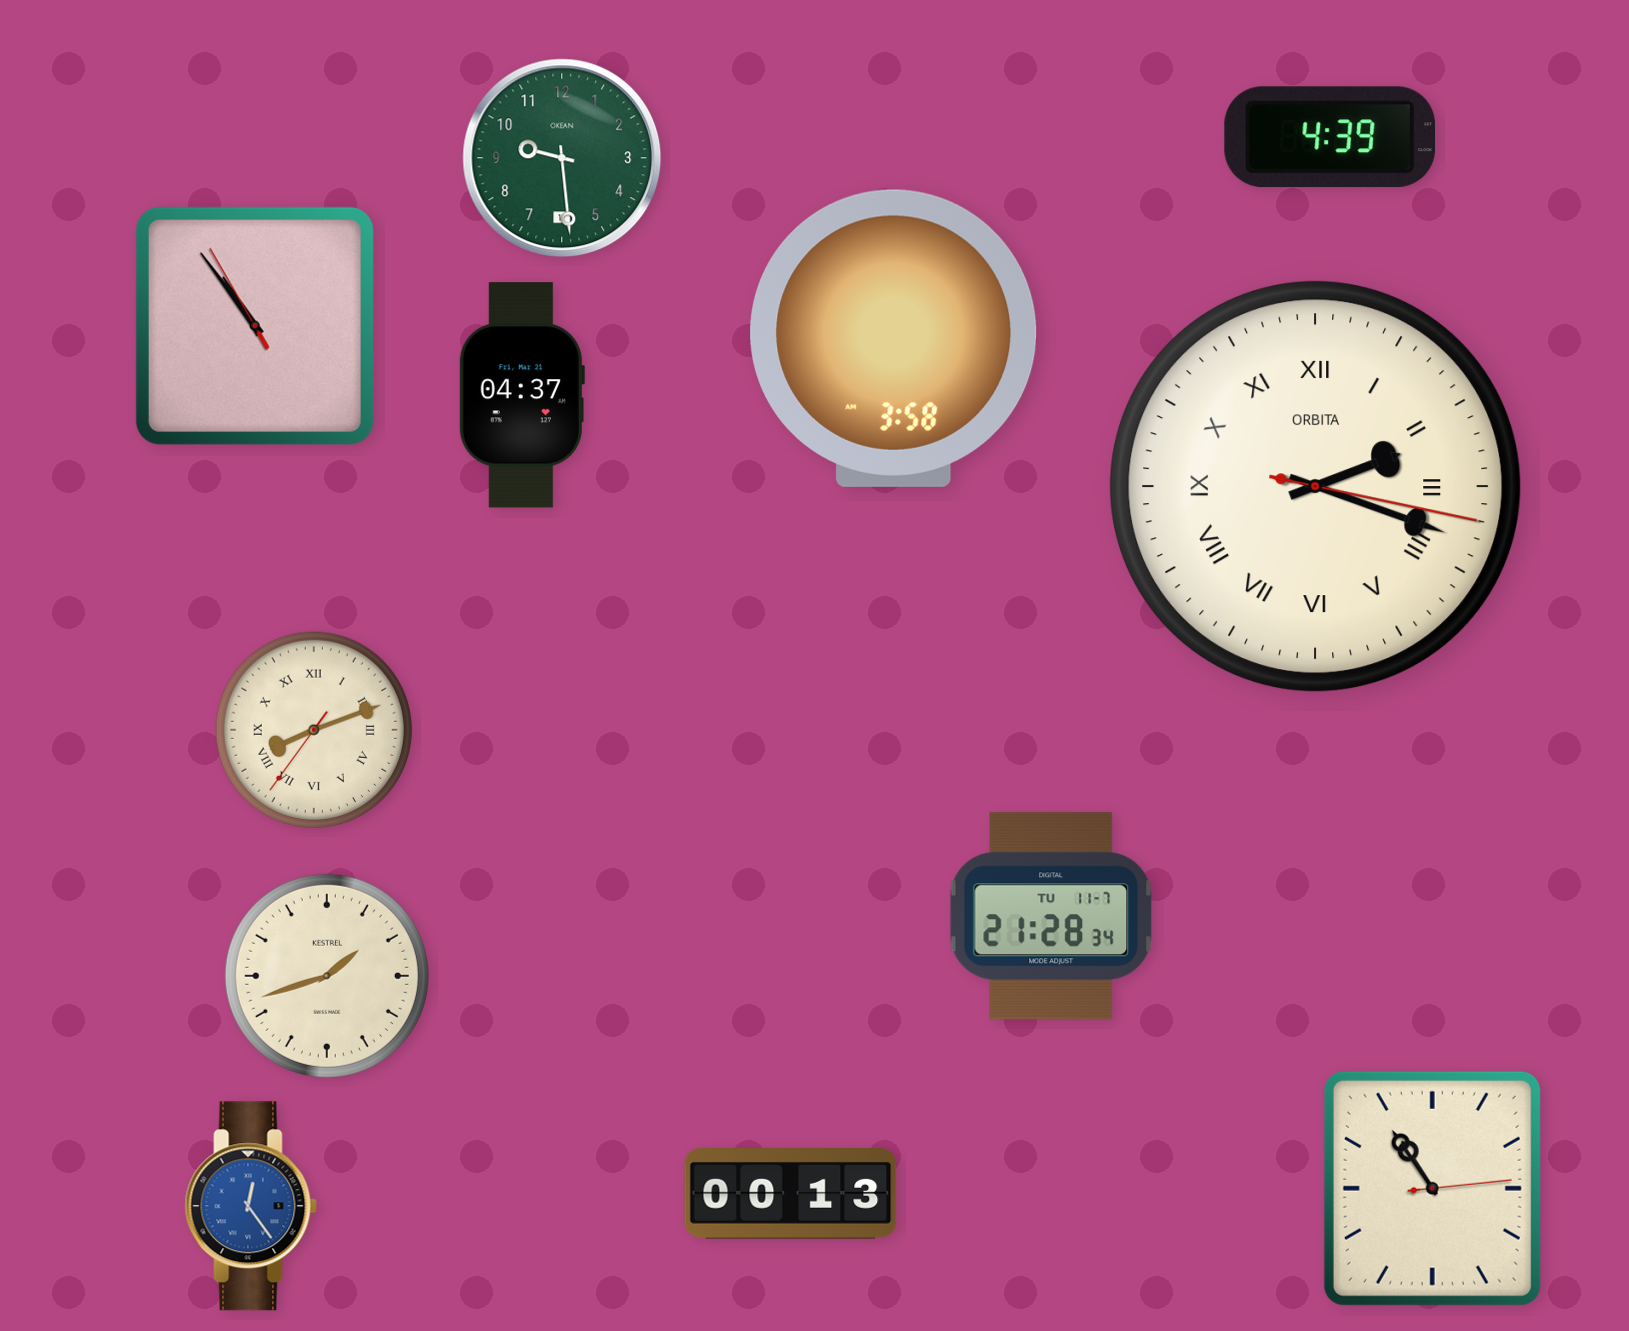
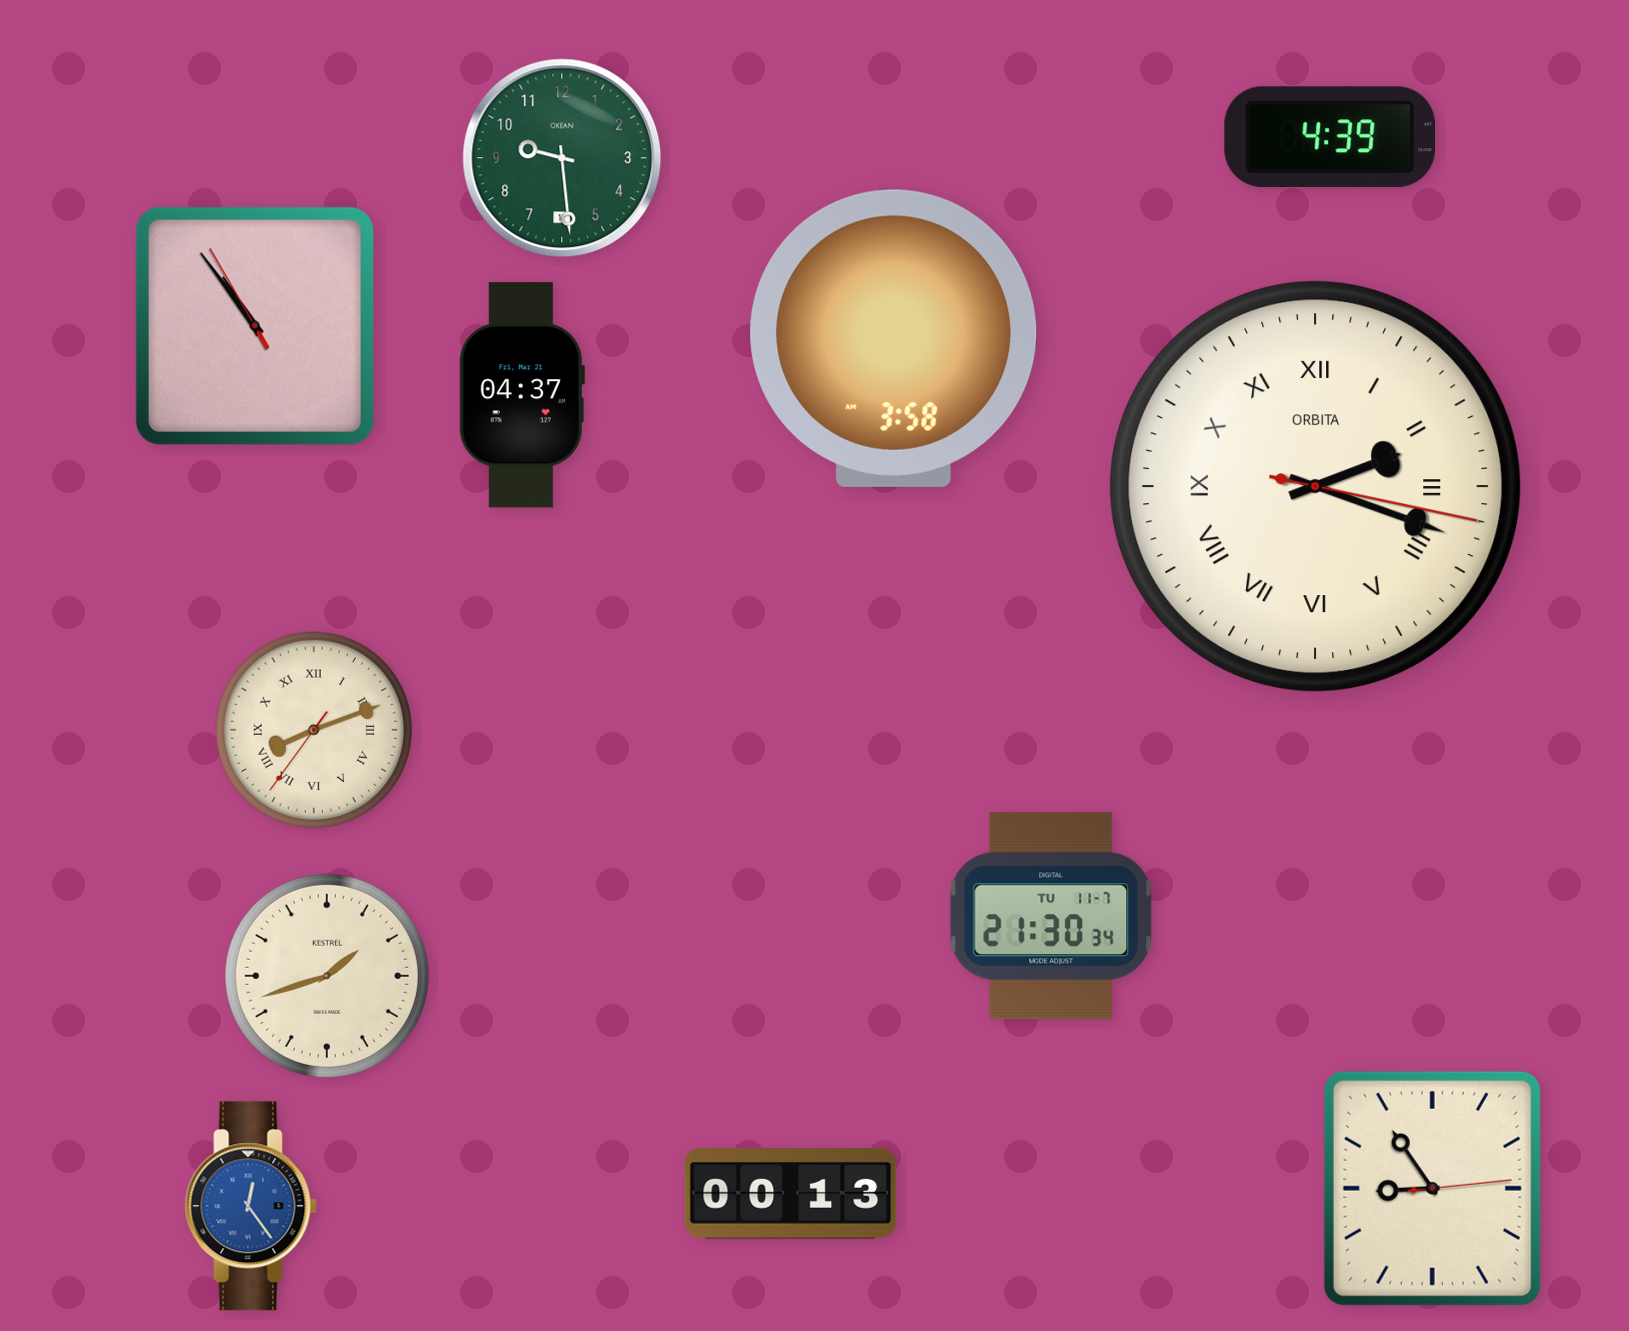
clock at (1051, 916): 21:28 -> 21:30
clock at (1432, 1188): 10:54 -> 8:54
